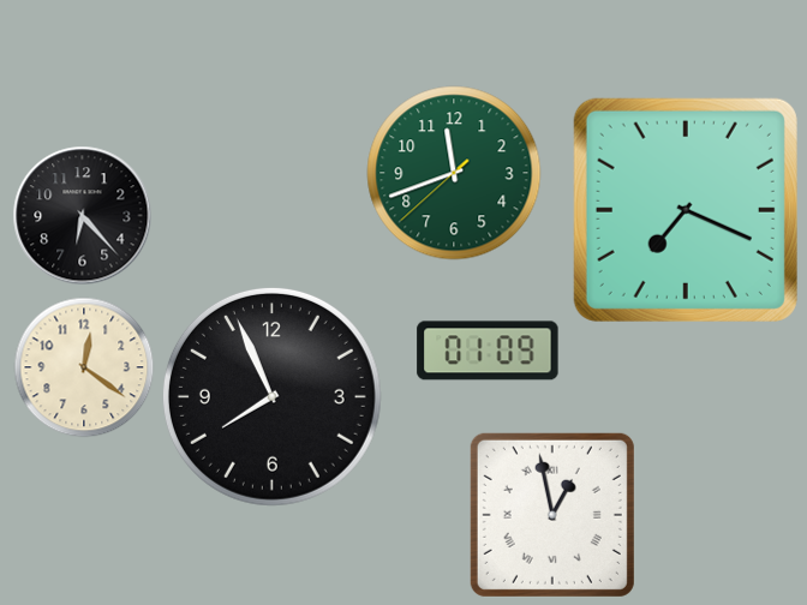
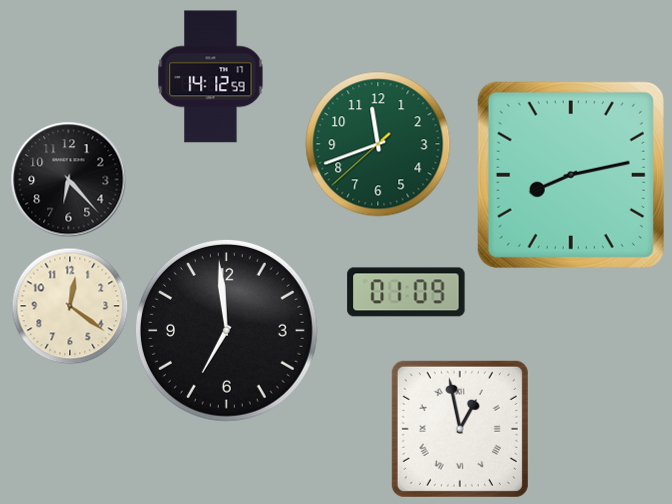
clock at (211, 77): none -> 14:12
clock at (686, 210): 7:19 -> 8:13
clock at (271, 396): 7:56 -> 6:59
